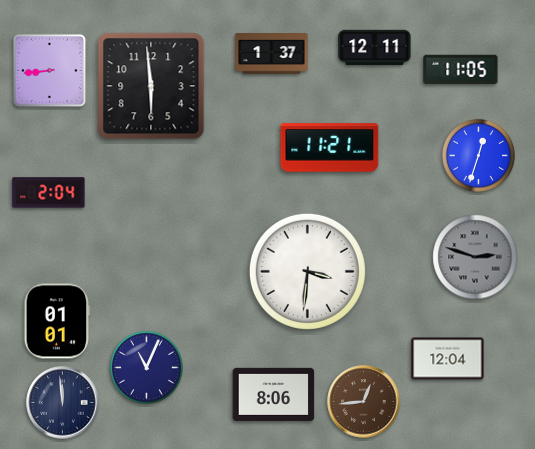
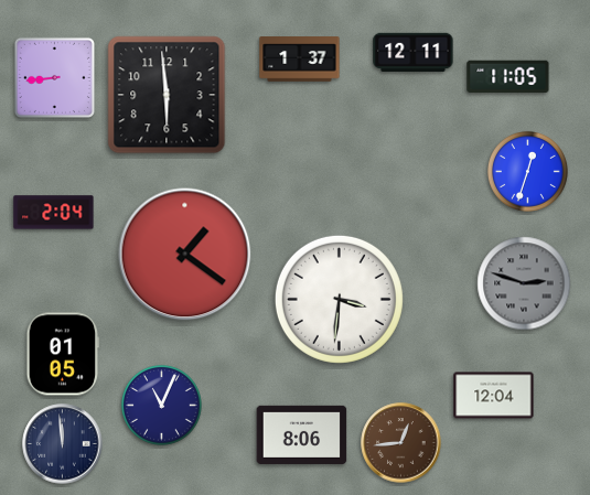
clock at (330, 148): 11:21 -> none
clock at (185, 255): none -> 1:21
clock at (57, 321): 01:01 -> 01:05
clock at (63, 403) position: (63, 403) -> (63, 444)
